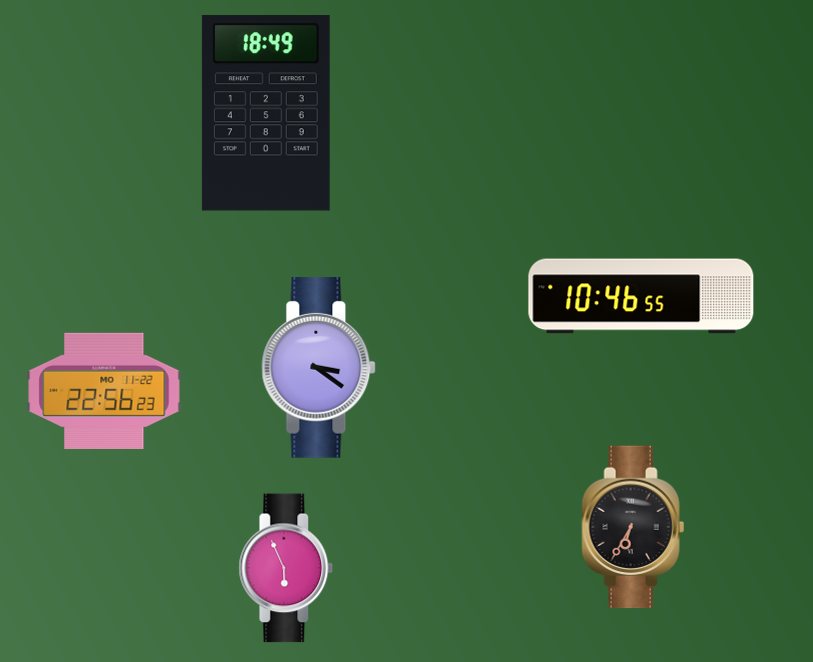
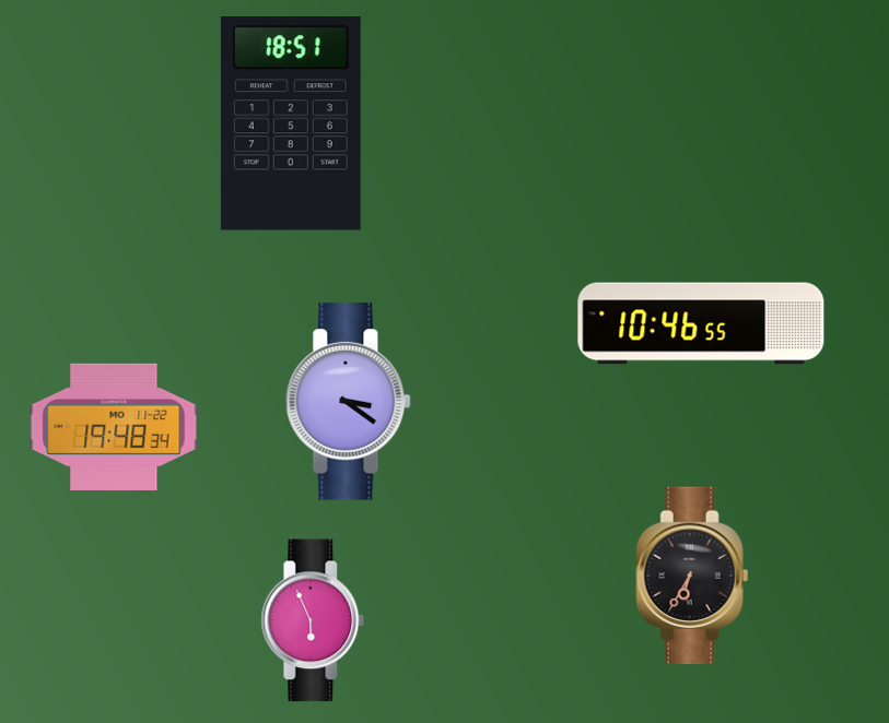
clock at (266, 113): 18:49 -> 18:51
clock at (104, 391): 22:56 -> 19:48
